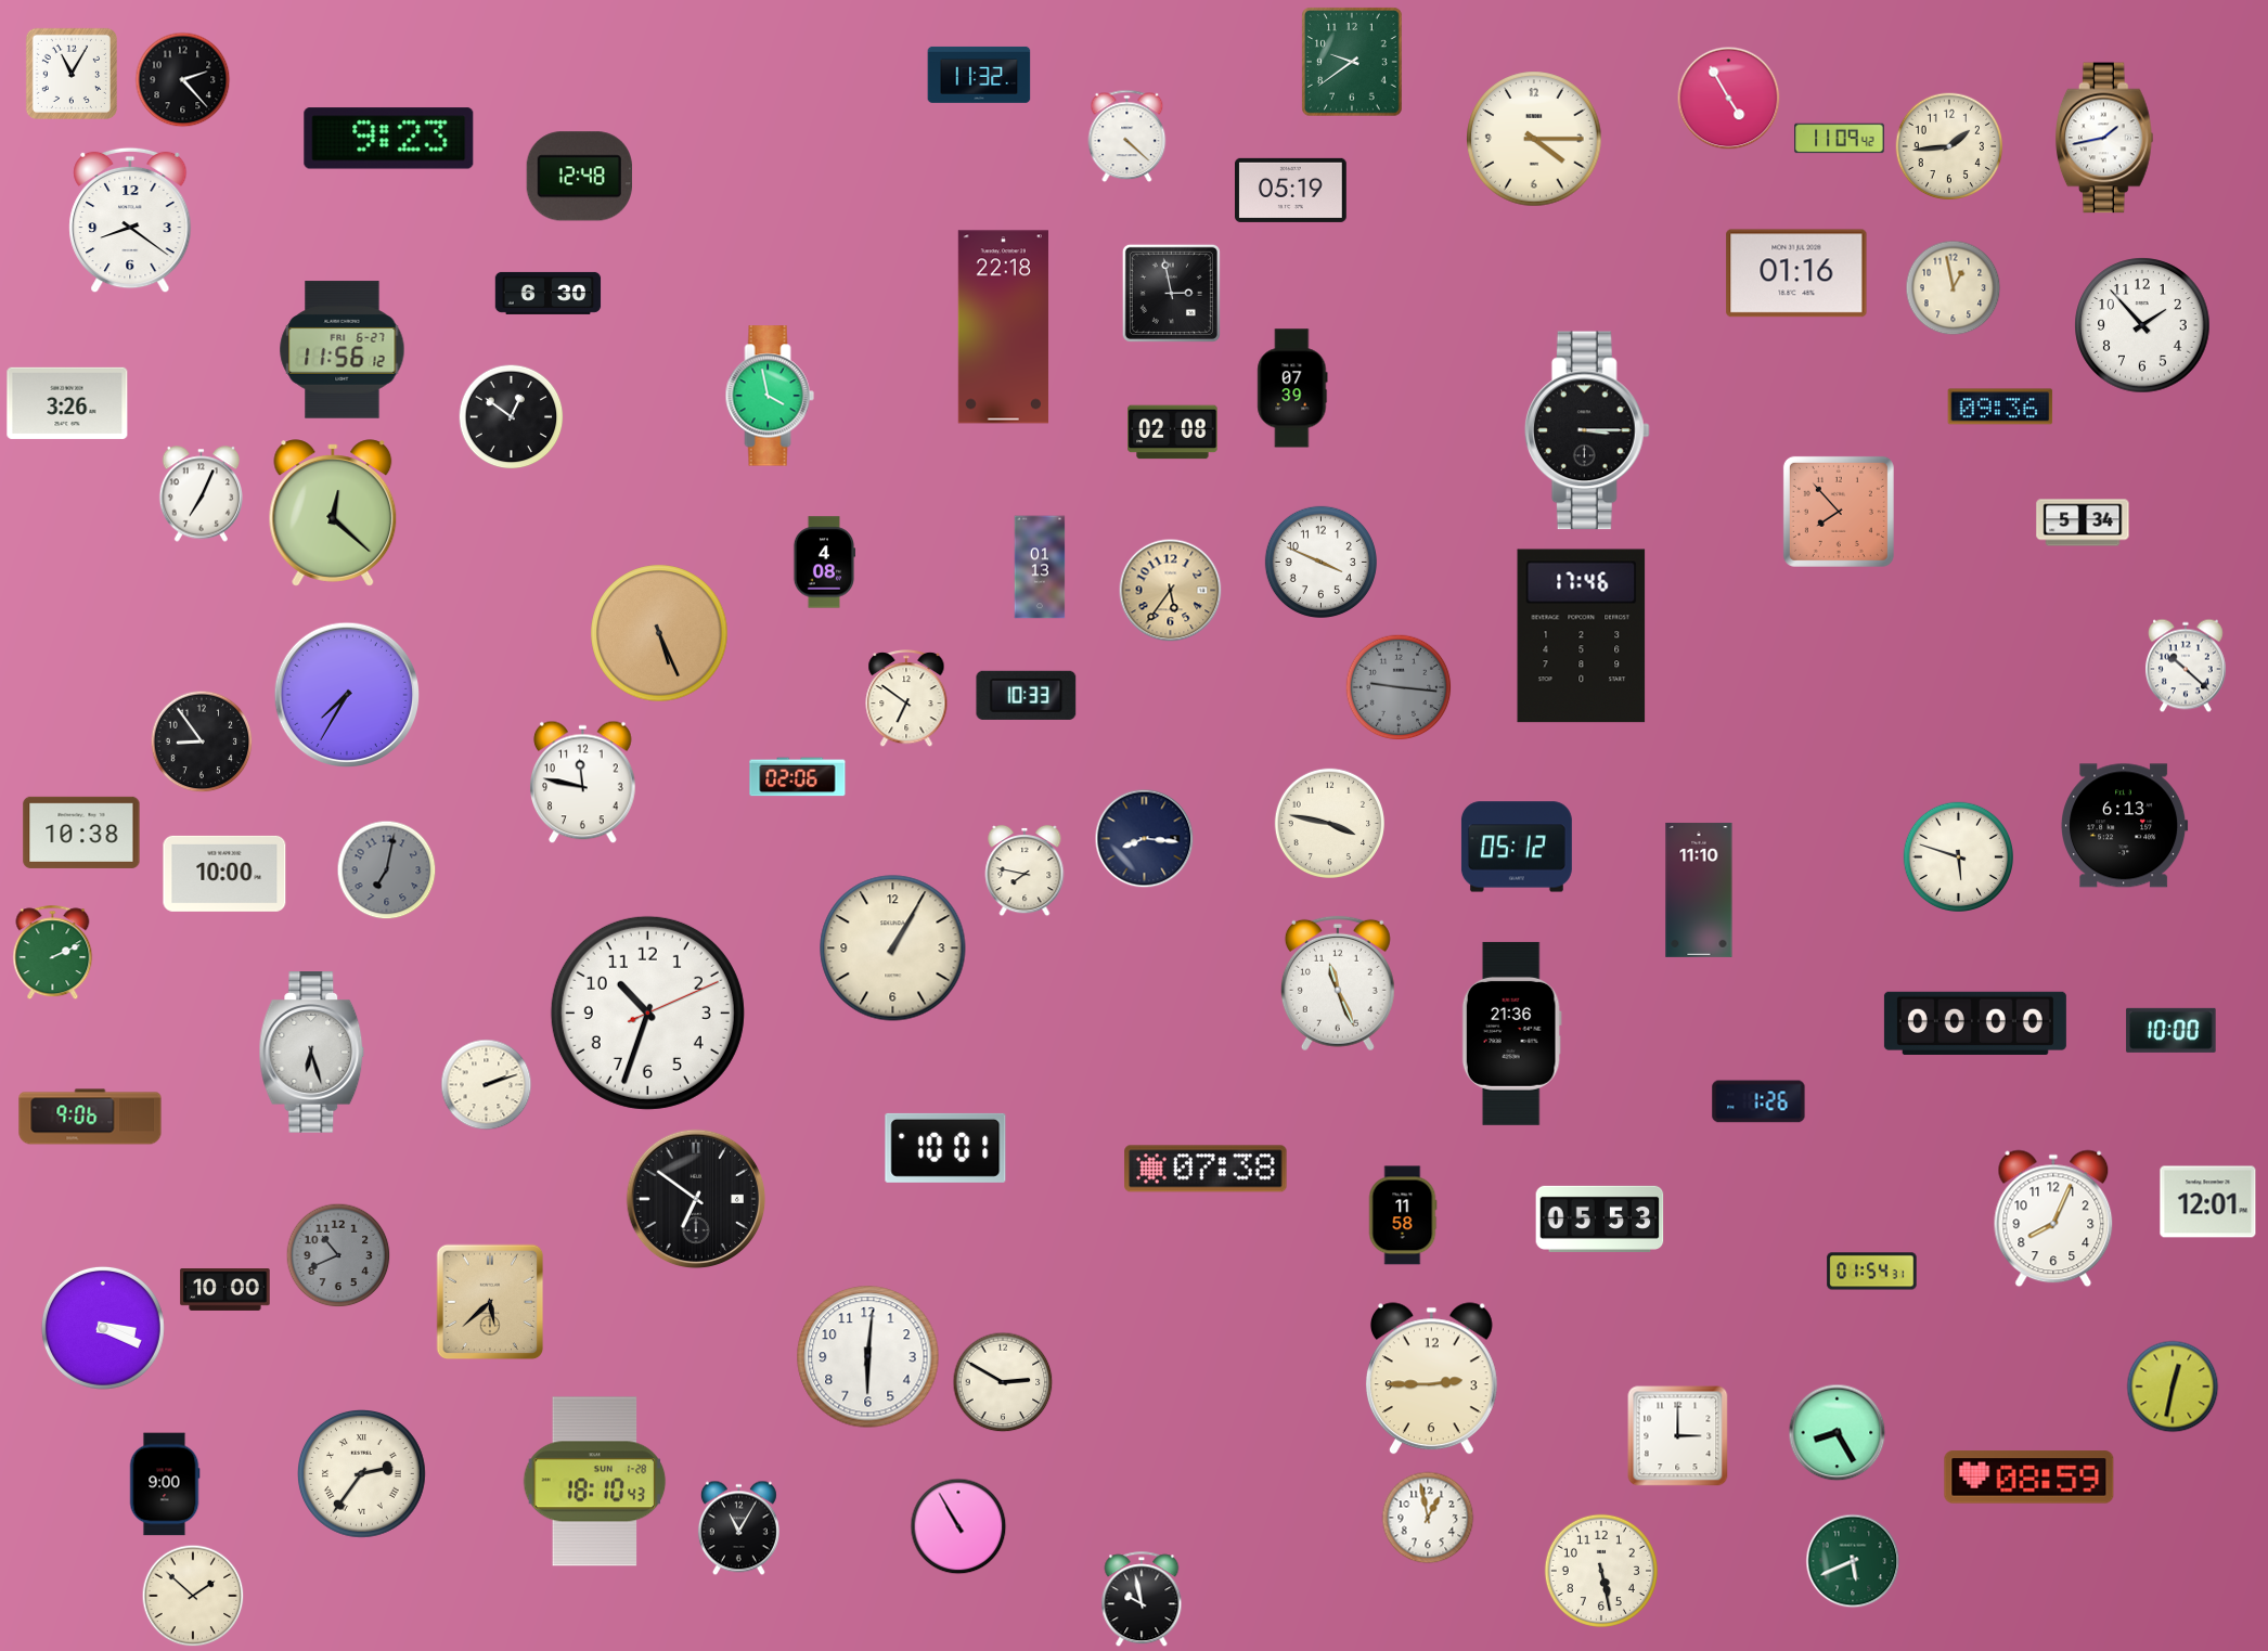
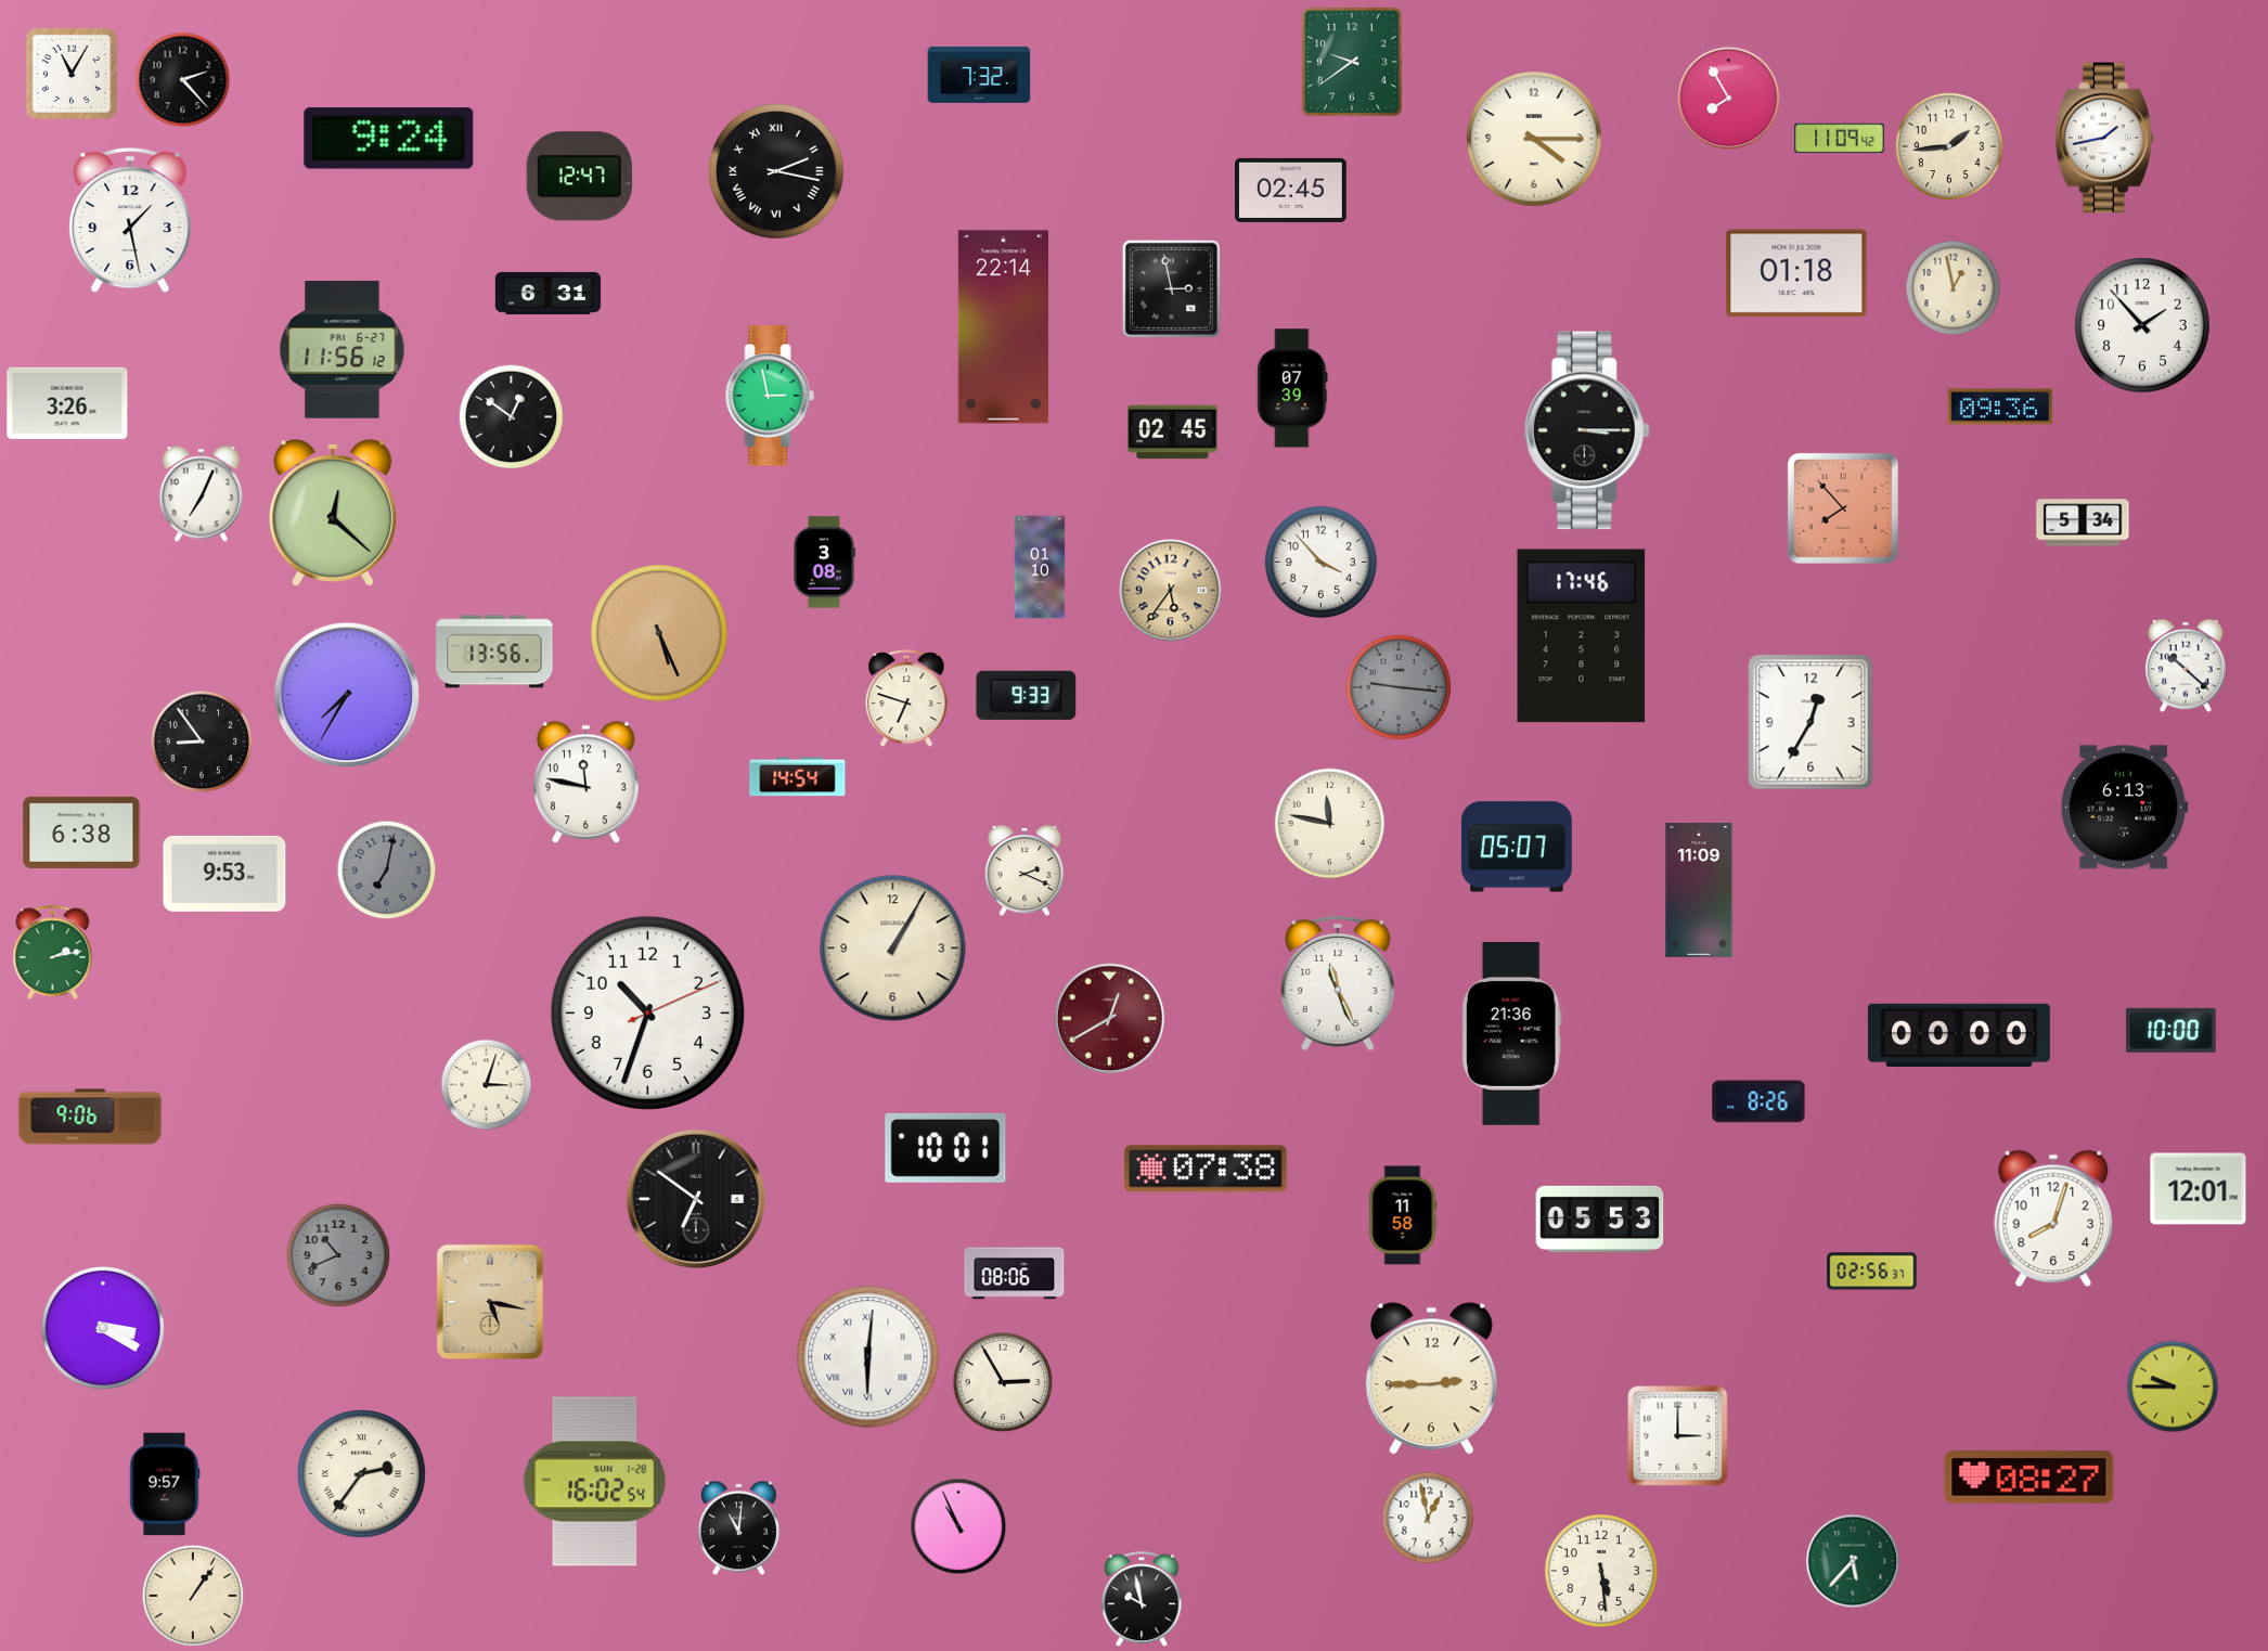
clock at (979, 75): 11:32 -> 7:32
clock at (1729, 99): 4:55 -> 7:55
clock at (1127, 137): 4:22 -> none
clock at (389, 139): 9:23 -> 9:24
clock at (776, 171): none -> 2:17
clock at (579, 177): 12:48 -> 12:47
clock at (1291, 190): 05:19 -> 02:45
clock at (130, 220): 8:21 -> 1:28
clock at (1796, 273): 01:16 -> 01:18
clock at (549, 293): 6:30 -> 6:31
clock at (1171, 293) position: (1171, 293) -> (1171, 288)
clock at (1003, 327): 22:18 -> 22:14
clock at (770, 396): 3:58 -> 2:58
clock at (1173, 433): 02:08 -> 02:45
clock at (1839, 512) position: (1839, 512) -> (1843, 508)
clock at (1320, 562): 3:49 -> 3:53
clock at (823, 563): 4:08 -> 3:08
clock at (1040, 567): 01:13 -> 01:10
clock at (494, 652): none -> 13:56
clock at (1027, 695): 10:33 -> 9:33
clock at (906, 699): 6:51 -> 6:48
clock at (1810, 722): none -> 12:35
clock at (798, 777): 02:06 -> 14:54
clock at (583, 783) position: (583, 783) -> (587, 783)
clock at (1329, 823): 3:47 -> 11:47
clock at (2125, 826) position: (2125, 826) -> (2125, 808)
clock at (81, 833): 10:38 -> 6:38
clock at (1145, 839): 8:16 -> none
clock at (1517, 847): 05:12 -> 05:07
clock at (1958, 856): 5:48 -> none
clock at (1025, 870): 7:47 -> 2:19
clock at (224, 874): 10:00 -> 9:53
clock at (1699, 890): 11:10 -> 11:09
clock at (53, 953): 2:11 -> 2:13
clock at (1110, 1019): none -> 12:40
clock at (1975, 1023) position: (1975, 1023) -> (1959, 1035)
clock at (312, 1053): 6:27 -> none
clock at (487, 1085): 2:12 -> 3:03
clock at (1758, 1101): 1:26 -> 8:26
clock at (2208, 1202) position: (2208, 1202) -> (2199, 1189)
clock at (2053, 1218): 8:04 -> 8:03
clock at (1872, 1272): 01:54 -> 02:56
clock at (1015, 1274): none -> 08:06
clock at (225, 1290): 10:00 -> none
clock at (490, 1302): 5:38 -> 5:17
clock at (103, 1328): 3:19 -> 3:20
clock at (868, 1357) numerals: Arabic -> Roman
clock at (1003, 1382): 2:50 -> 2:55
clock at (2173, 1386): 12:32 -> 9:45
clock at (1838, 1433): 8:25 -> none
clock at (2029, 1478): 08:59 -> 08:27
clock at (595, 1482): 18:10 -> 16:02
clock at (165, 1484): 9:00 -> 9:57
clock at (958, 1526): 10:55 -> 10:56
clock at (738, 1529): 11:05 -> 11:01
clock at (1853, 1561): 5:41 -> 5:37
clock at (1601, 1571): 5:28 -> 5:29
clock at (193, 1596): 1:52 -> 1:06
